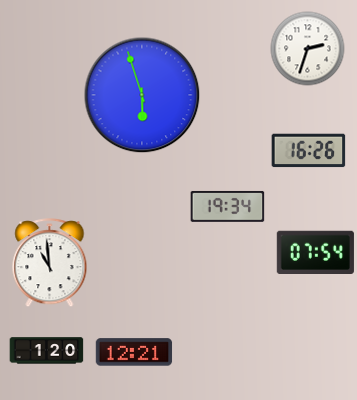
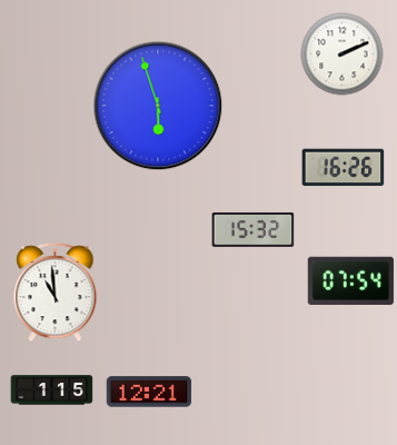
clock at (308, 49): 2:33 -> 2:11
clock at (228, 206): 19:34 -> 15:32
clock at (47, 351): 1:20 -> 1:15
